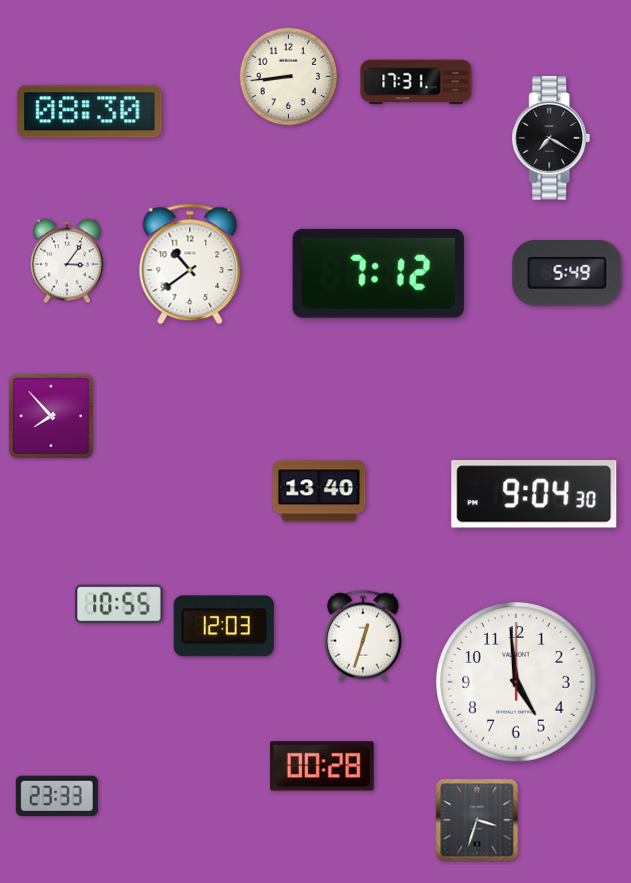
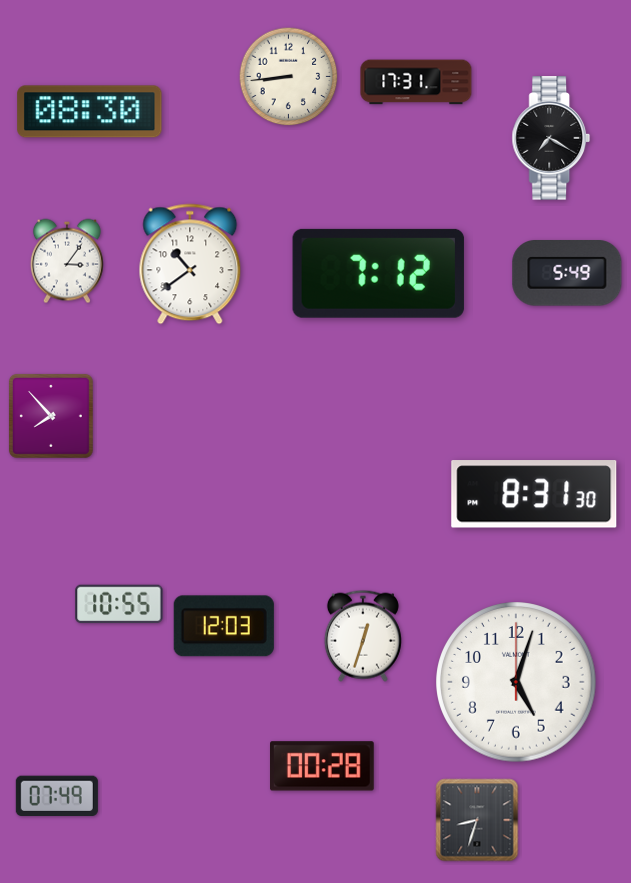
clock at (319, 491): 13:40 -> none
clock at (534, 494): 9:04 -> 8:31
clock at (516, 682): 4:59 -> 5:03
clock at (57, 795): 23:33 -> 07:49
clock at (477, 820): 3:33 -> 8:33
